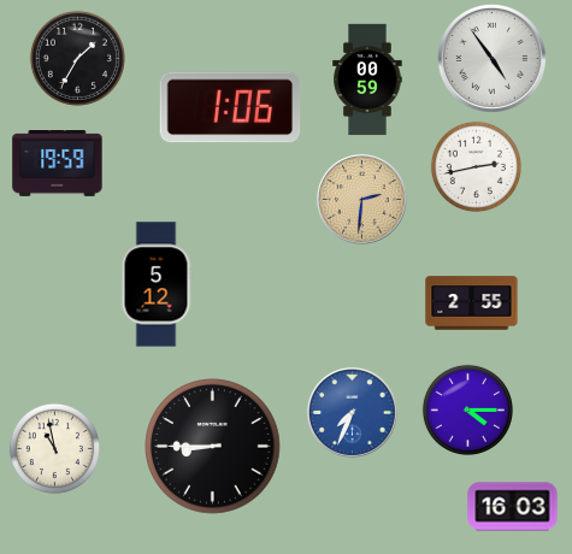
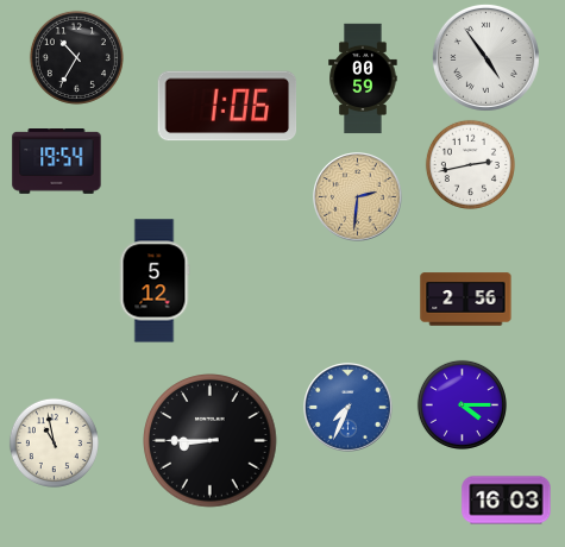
clock at (77, 58): 1:35 -> 10:35
clock at (58, 164): 19:59 -> 19:54
clock at (472, 303): 2:55 -> 2:56
